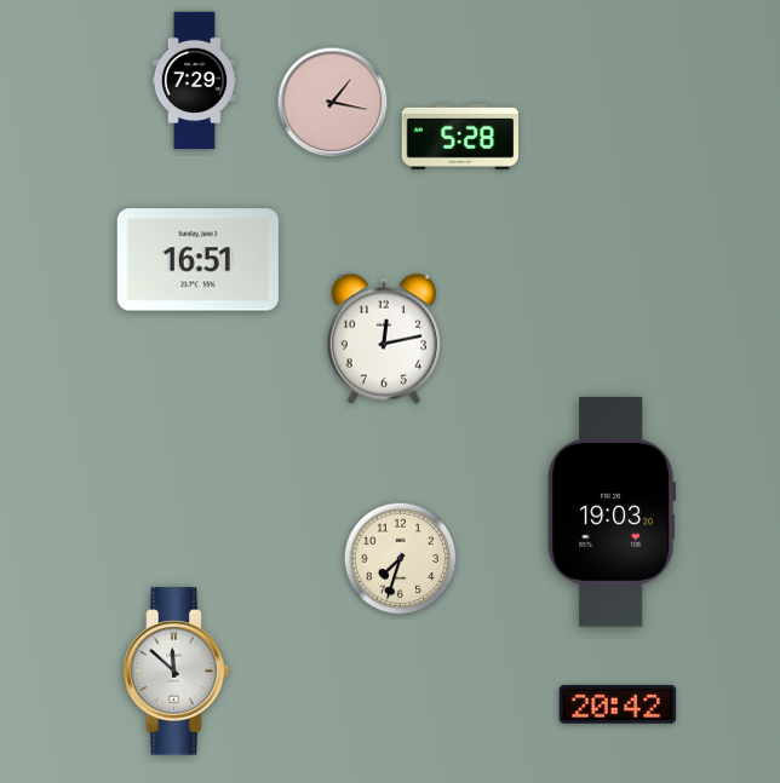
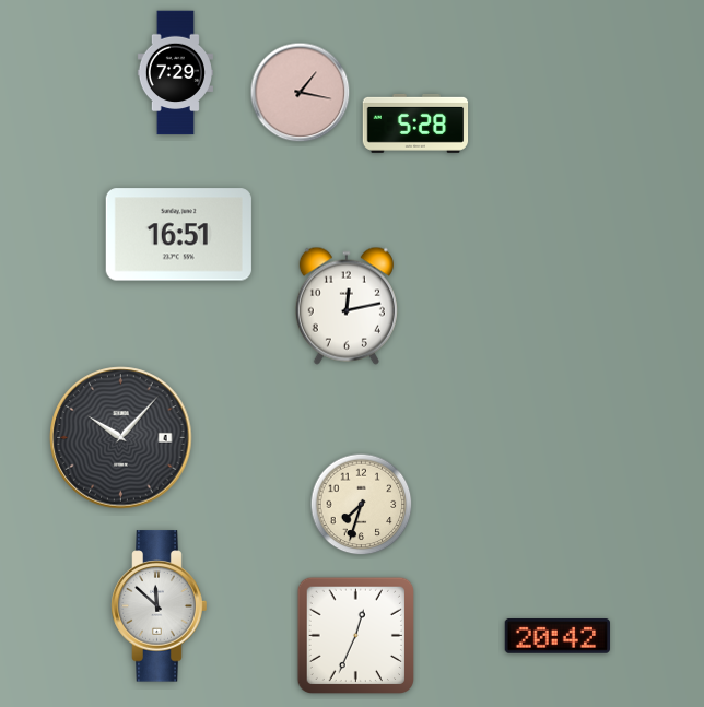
clock at (121, 438): none -> 10:07
clock at (612, 512): 19:03 -> none
clock at (355, 635): none -> 12:34
